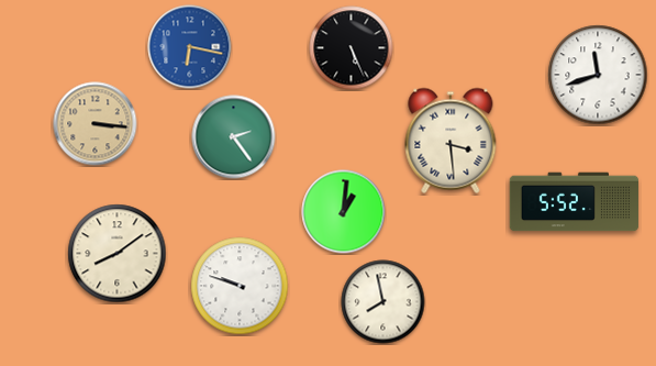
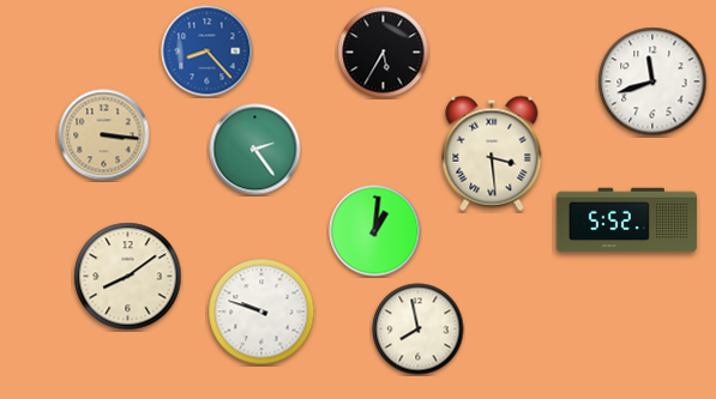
clock at (190, 47): 6:17 -> 8:23
clock at (352, 48): 5:26 -> 5:35
